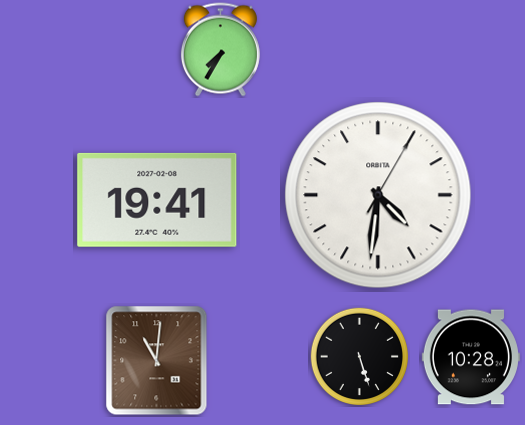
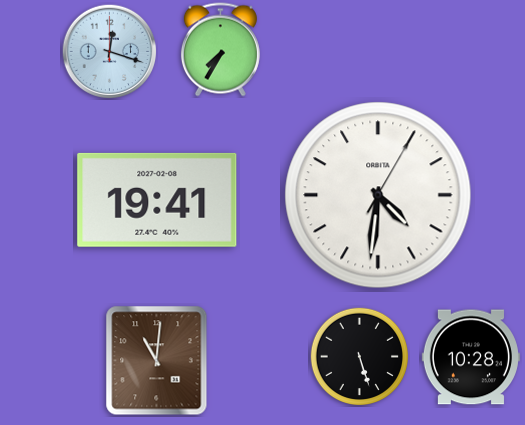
clock at (109, 51): none -> 12:18
